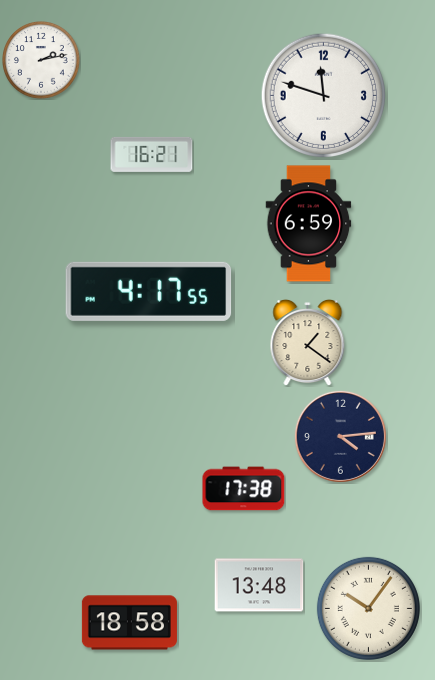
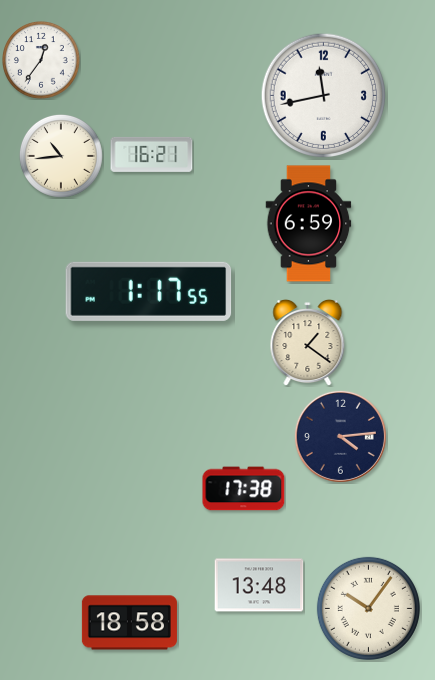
clock at (42, 61): 2:13 -> 12:36
clock at (324, 96): 11:48 -> 11:43
clock at (61, 156): none -> 10:44
clock at (149, 291): 4:17 -> 1:17
